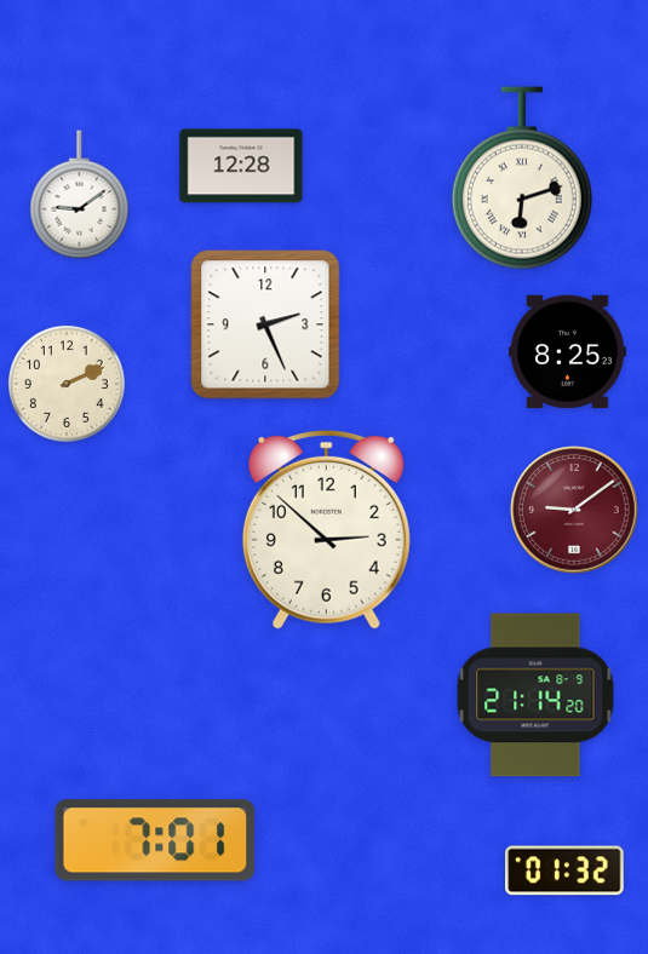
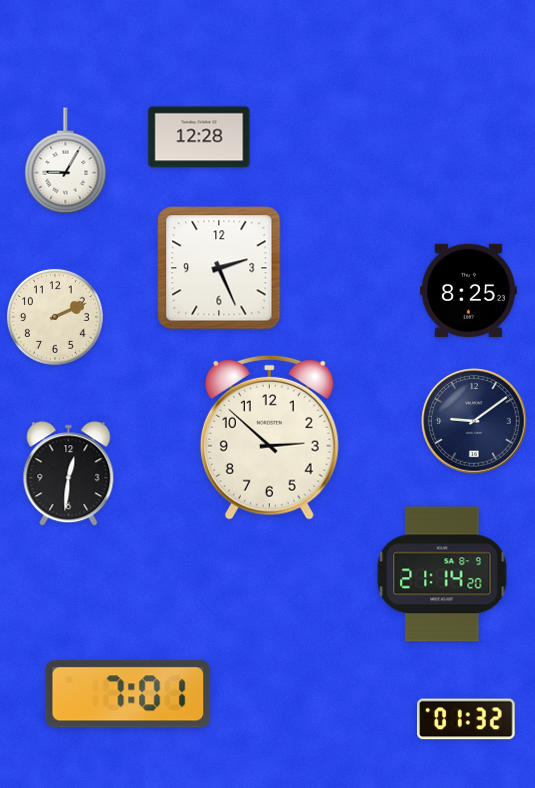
clock at (522, 178): 6:12 -> none
clock at (80, 195): 9:09 -> 9:05
clock at (574, 510) dial: burgundy -> navy
clock at (69, 474): none -> 12:31
